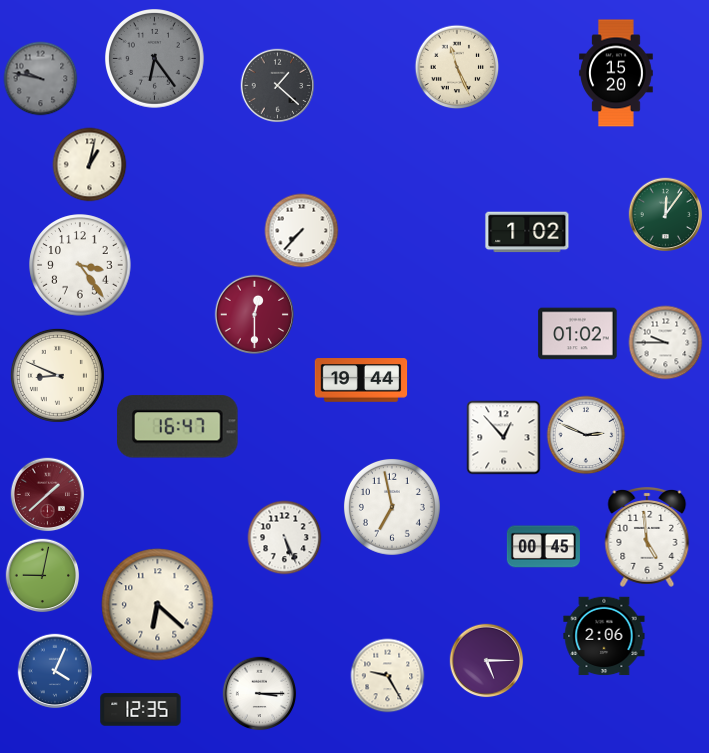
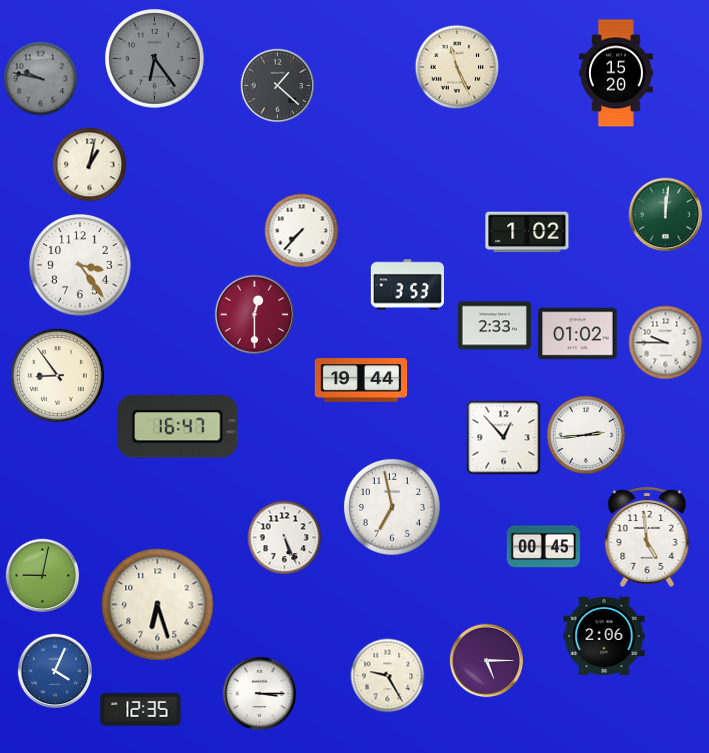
clock at (666, 215): 12:06 -> 12:01
clock at (407, 285): none -> 3:53
clock at (494, 326): none -> 2:33
clock at (57, 375): 8:49 -> 8:54
clock at (586, 435): 2:49 -> 2:44
clock at (48, 495): 1:38 -> none
clock at (158, 605): 6:22 -> 6:27
